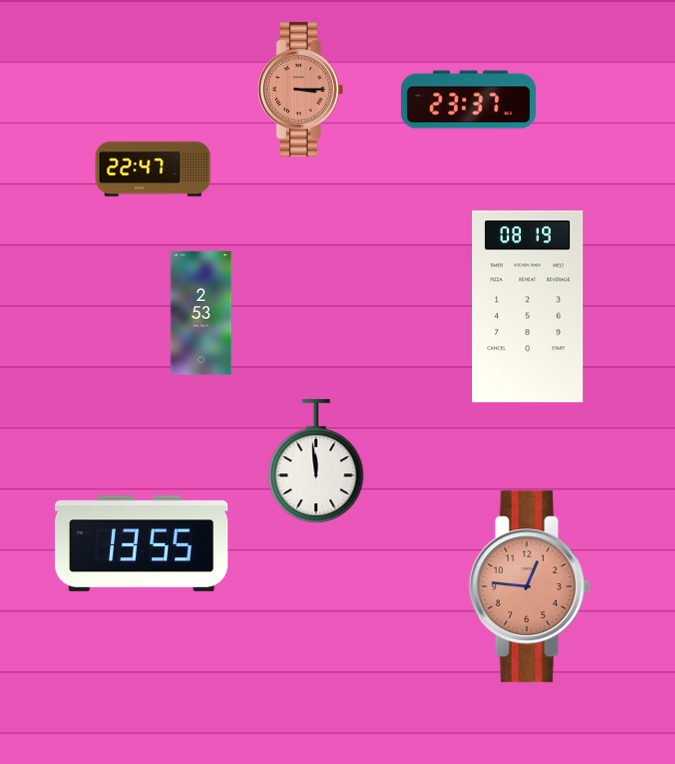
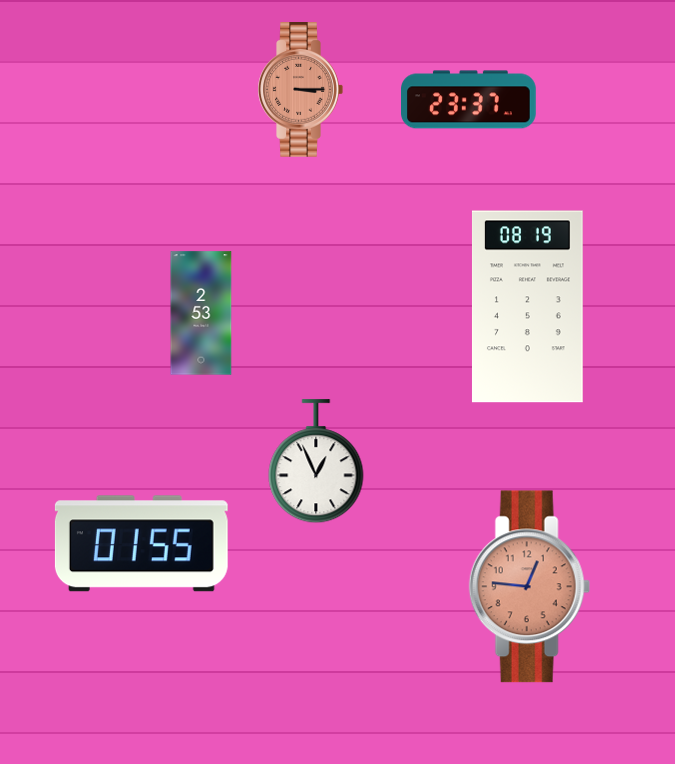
clock at (153, 169): 22:47 -> none
clock at (316, 462): 11:59 -> 12:56
clock at (141, 544): 13:55 -> 01:55
